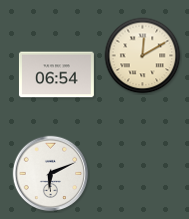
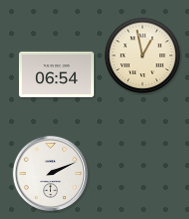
clock at (143, 56): 12:10 -> 12:58
clock at (51, 174): 6:11 -> 2:11
